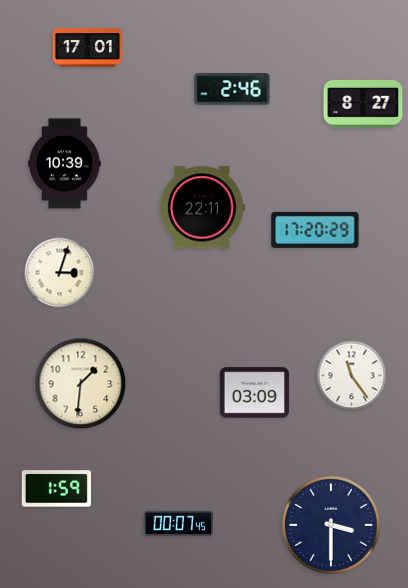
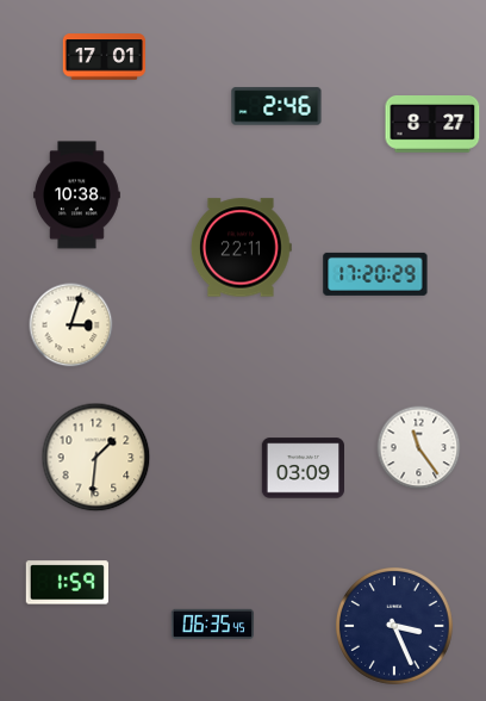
clock at (65, 164): 10:39 -> 10:38
clock at (179, 523): 00:07 -> 06:35
clock at (331, 525): 3:30 -> 3:26
